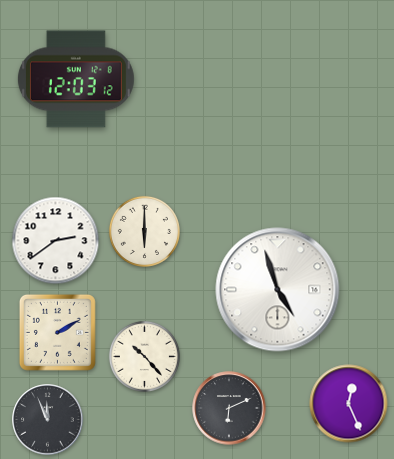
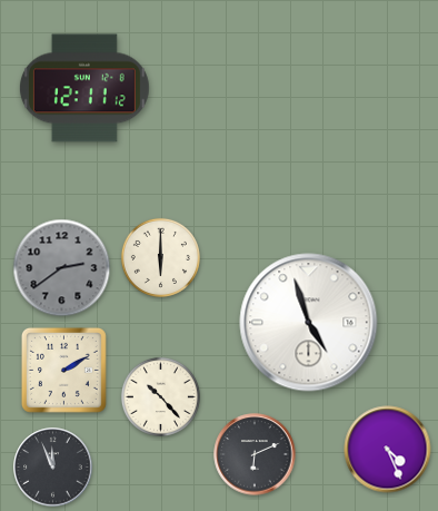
clock at (76, 79): 12:03 -> 12:11
clock at (56, 241) dial: white -> grey
clock at (349, 404): 12:26 -> 4:26
